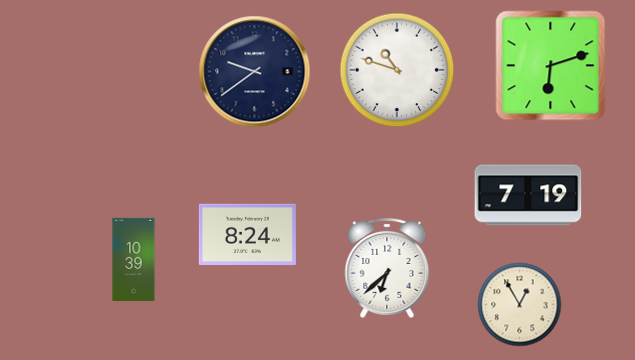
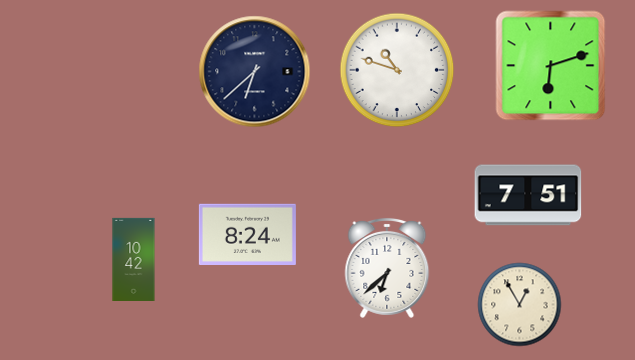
clock at (255, 72): 9:39 -> 6:38
clock at (528, 195): 7:19 -> 7:51
clock at (134, 259): 10:39 -> 10:42
